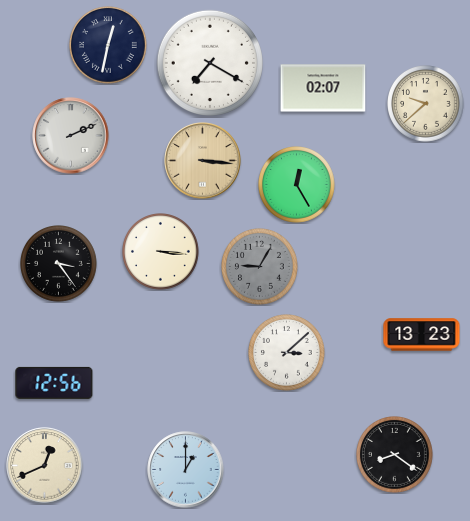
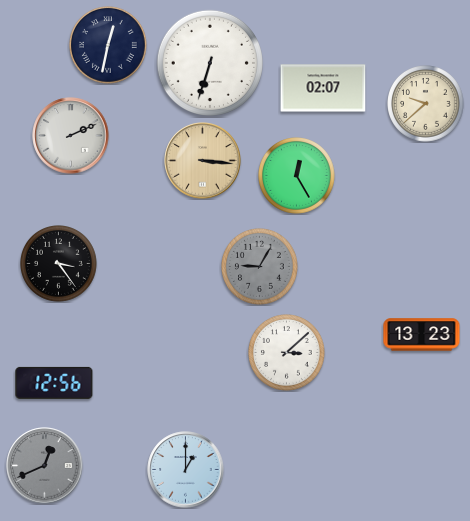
clock at (210, 63): 7:20 -> 6:33
clock at (297, 185) position: (297, 185) -> (297, 176)
clock at (161, 252): 3:16 -> none
clock at (395, 455): 8:21 -> none
clock at (45, 466) dial: cream -> grey
